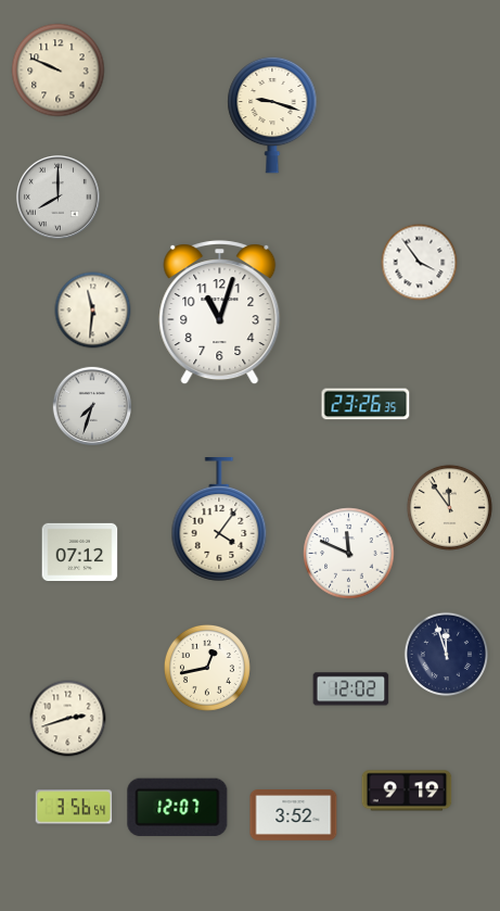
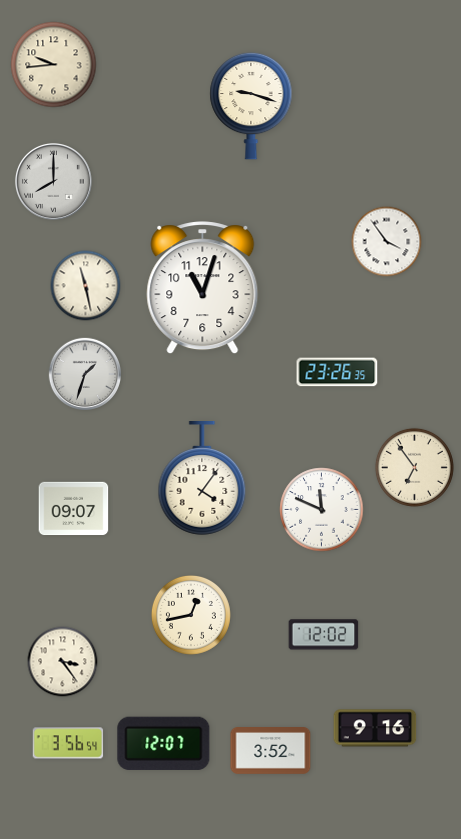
clock at (59, 71): 9:49 -> 9:44
clock at (93, 311): 11:31 -> 11:28
clock at (91, 405): 7:33 -> 1:33
clock at (449, 507): 11:54 -> 6:54
clock at (80, 553): 07:12 -> 09:07
clock at (446, 654): 11:57 -> none
clock at (68, 719): 2:42 -> 3:24
clock at (407, 790): 9:19 -> 9:16
